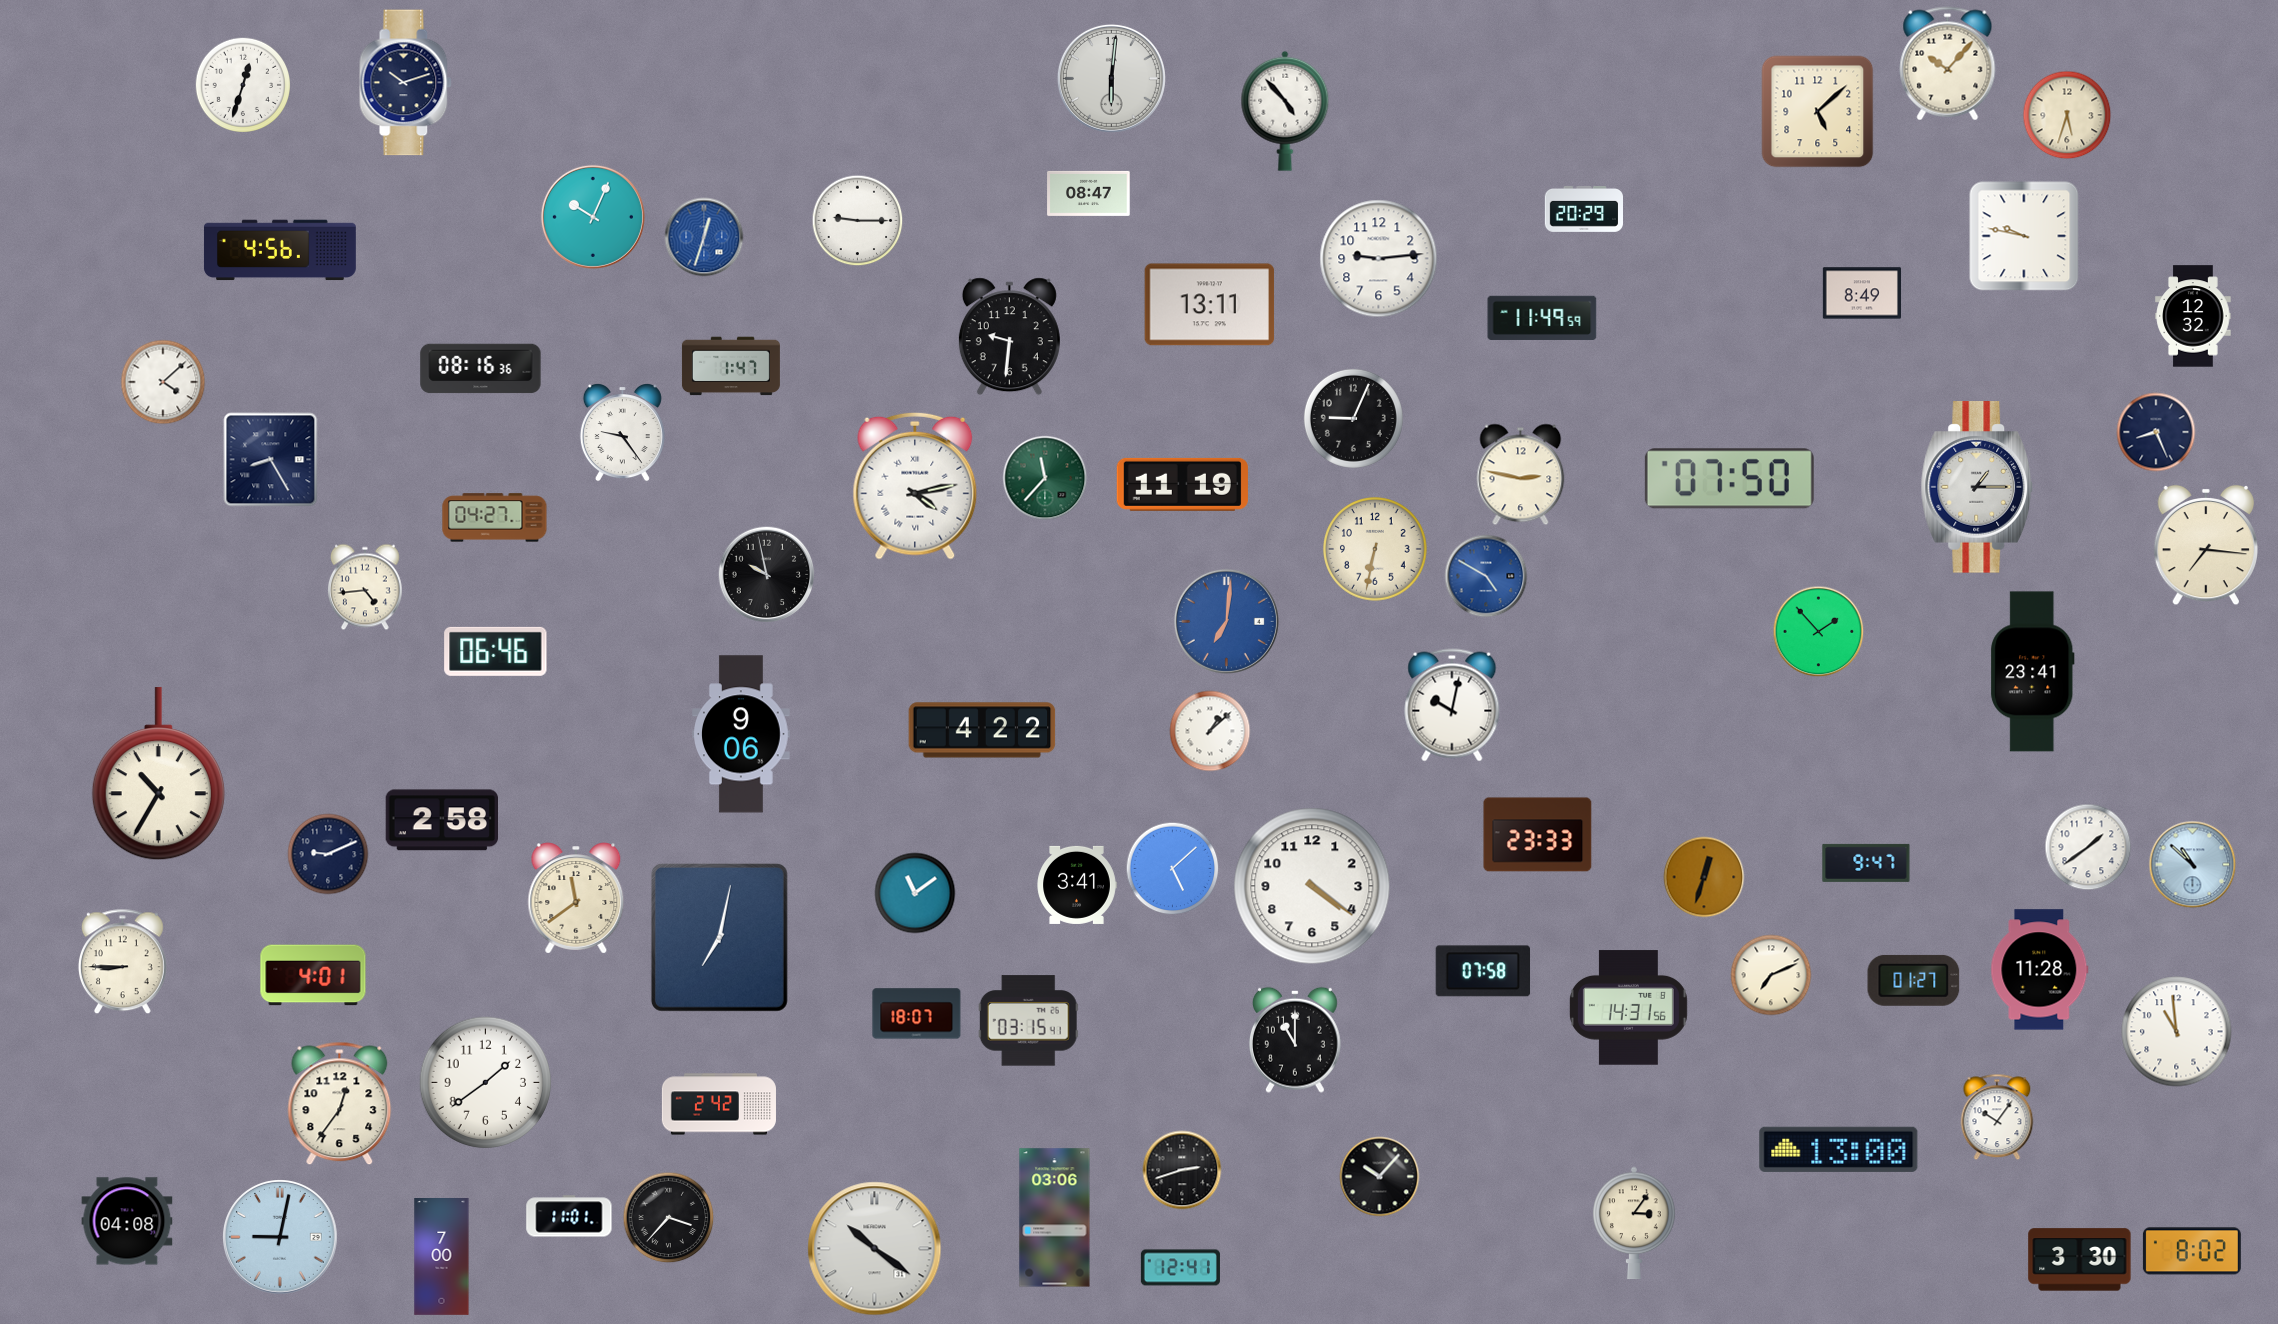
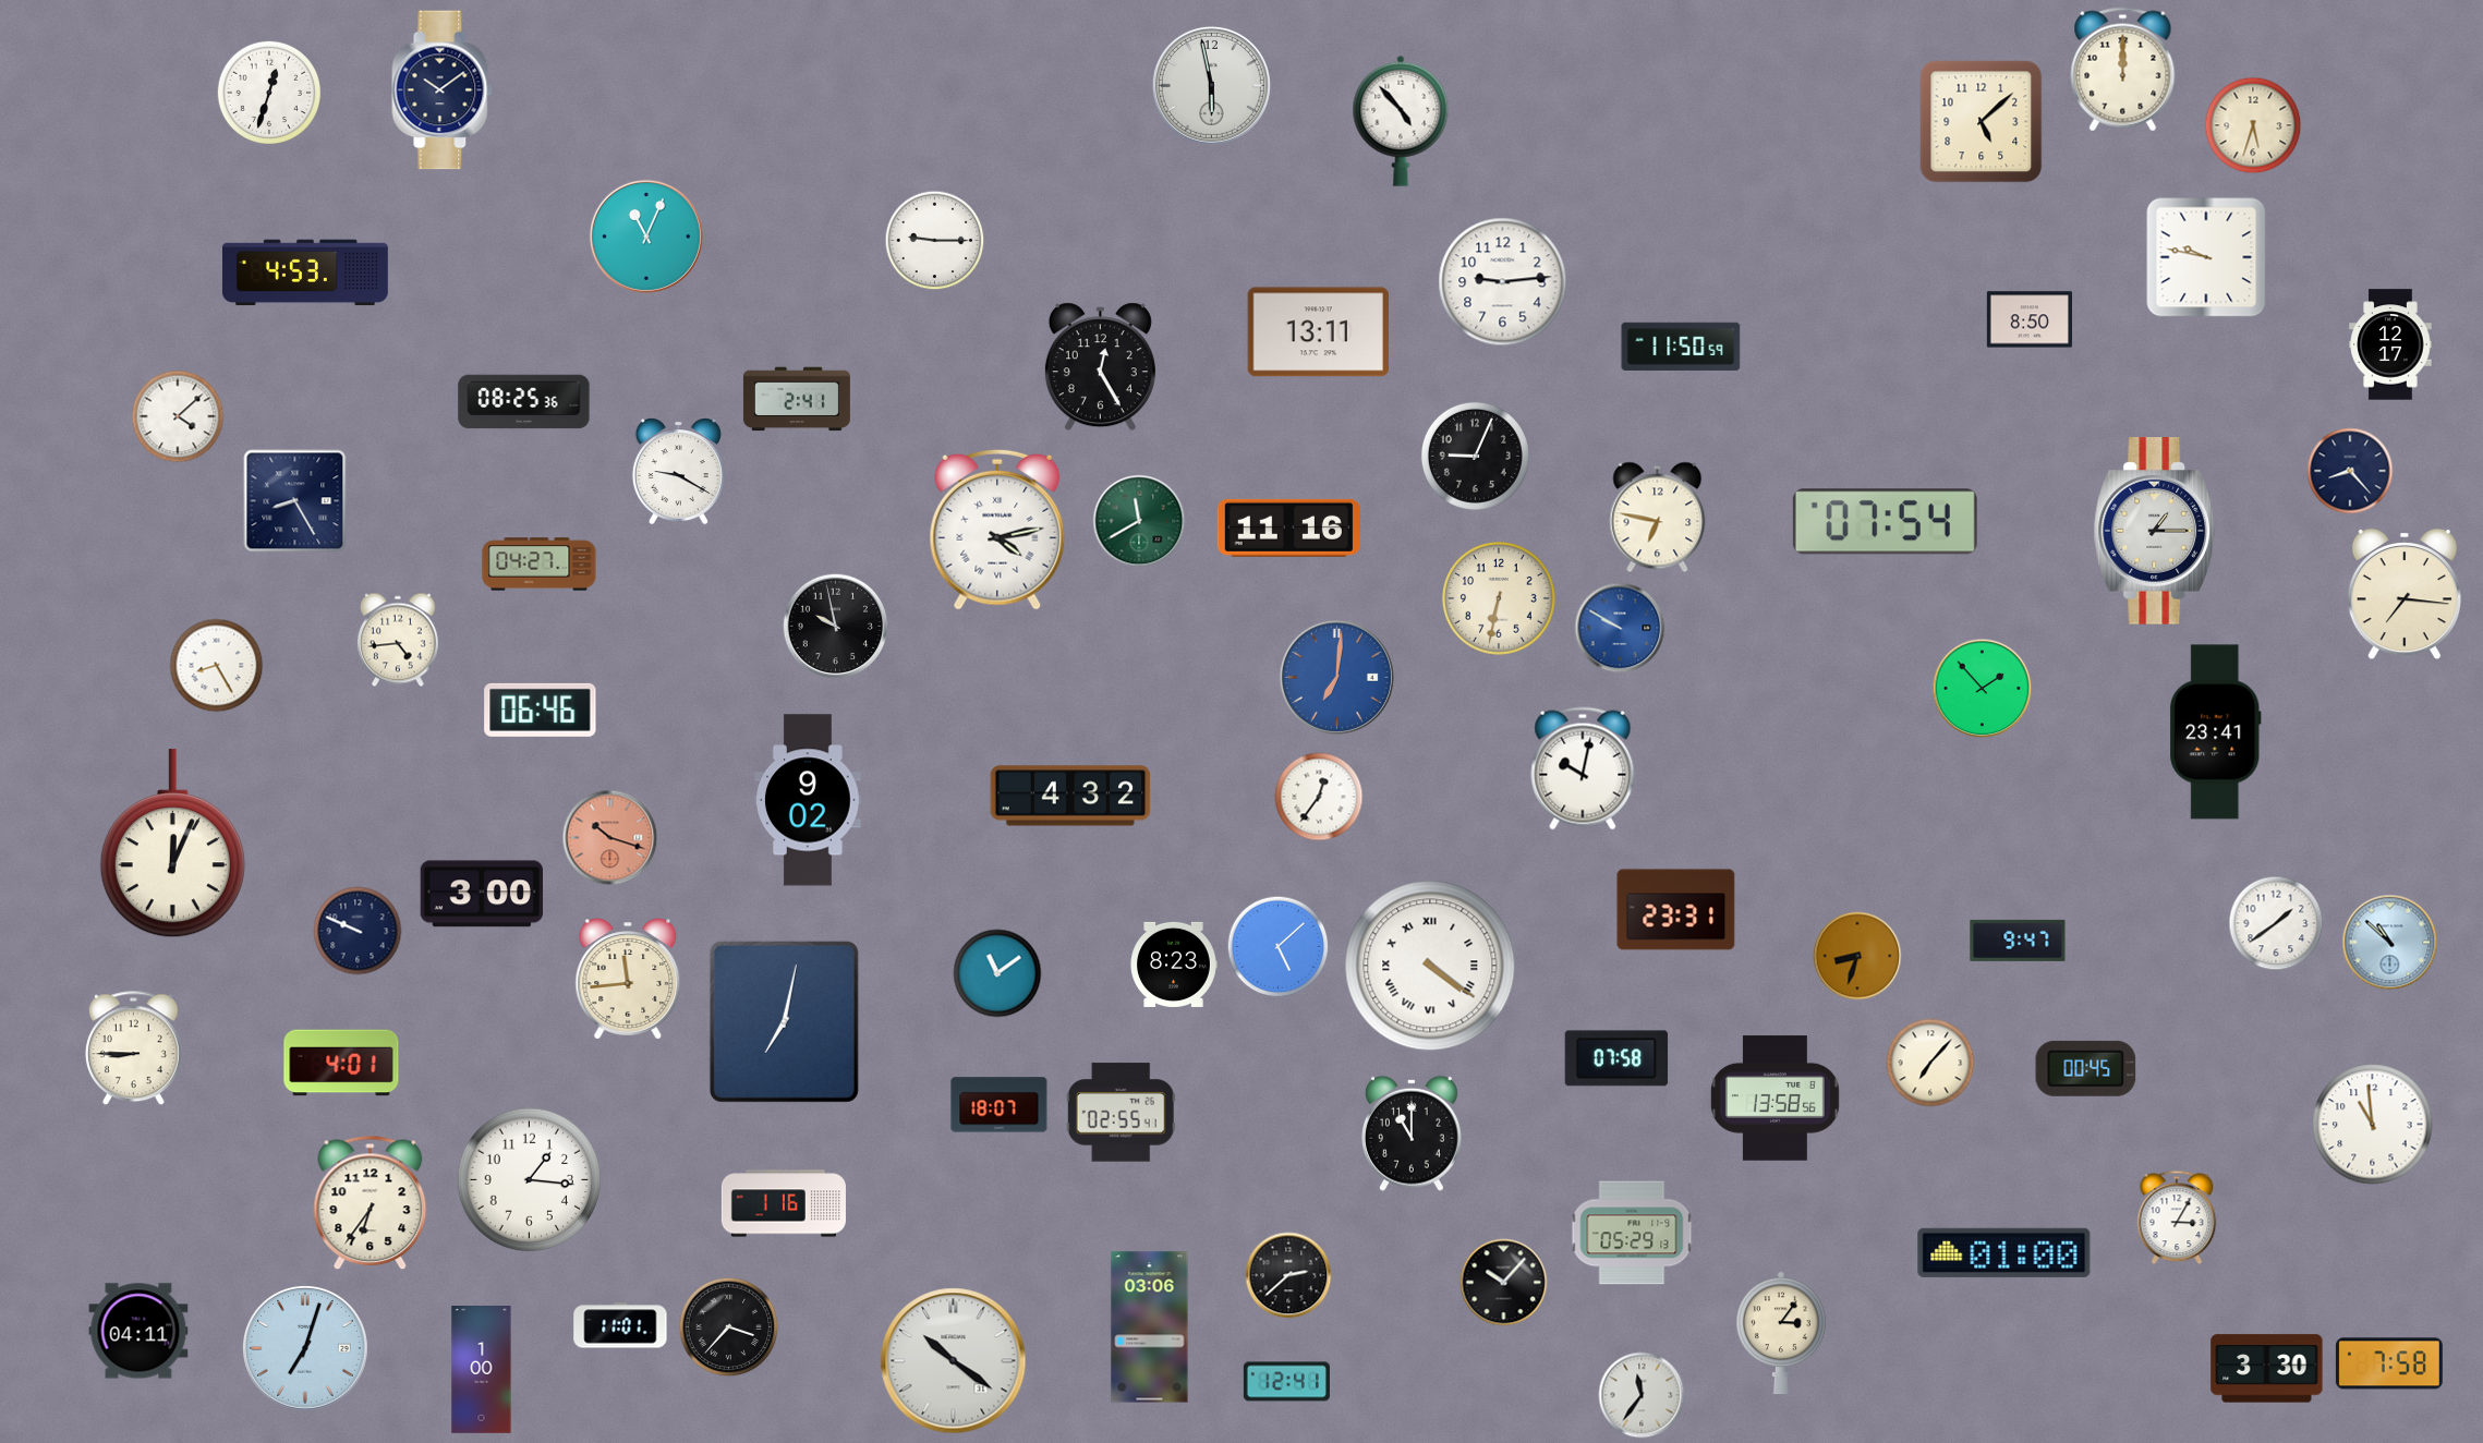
clock at (1948, 64): 10:07 -> 12:00
clock at (1111, 78): 6:01 -> 5:58
clock at (406, 83): 10:12 -> 10:09
clock at (242, 84) position: (242, 84) -> (268, 92)
clock at (1089, 193): 08:47 -> none
clock at (1583, 209): 20:29 -> none
clock at (593, 217): 10:04 -> 11:04
clock at (704, 237): 12:33 -> none
clock at (280, 250): 4:56 -> 4:53
clock at (1861, 293): 8:49 -> 8:50
clock at (2193, 316): 12:32 -> 12:17
clock at (1542, 318): 11:49 -> 11:50
clock at (1009, 337): 9:31 -> 12:25
clock at (731, 366): 1:47 -> 2:41
clock at (481, 369): 08:16 -> 08:25
clock at (2156, 432): 8:26 -> 8:23
clock at (622, 433): 9:24 -> 9:20
clock at (1521, 475): 2:47 -> 6:47
clock at (1045, 478): 11:37 -> 11:40
clock at (1729, 479): 07:50 -> 07:54
clock at (1182, 484): 11:19 -> 11:16
clock at (1486, 576): 4:50 -> 9:50
clock at (217, 666): none -> 8:25
clock at (982, 730): 4:22 -> 4:32
clock at (1210, 731): 1:08 -> 12:36
clock at (742, 734): 9:06 -> 9:02
clock at (610, 838): none -> 10:18
clock at (158, 774): 10:35 -> 12:04
clock at (441, 820): 2:58 -> 3:00
clock at (1538, 835): 23:33 -> 23:31
clock at (328, 854): 9:11 -> 9:49
clock at (1866, 863) position: (1866, 863) -> (2018, 941)
clock at (1704, 877): 12:33 -> 8:33
clock at (1077, 885): 3:41 -> 8:23
clock at (1312, 886) numerals: Arabic -> Roman
clock at (576, 898): 11:39 -> 11:44
clock at (2040, 970): 11:28 -> none
clock at (1771, 975): 7:11 -> 7:07
clock at (1914, 980): 01:27 -> 00:45
clock at (1628, 1008): 14:31 -> 13:58
clock at (1028, 1021): 03:15 -> 02:55
clock at (486, 1083): 1:39 -> 1:16
clock at (340, 1104): 12:36 -> 6:36
clock at (719, 1104): 2:42 -> 1:16
clock at (1997, 1117): 10:06 -> 3:05
clock at (1632, 1233): none -> 05:29
clock at (1839, 1149): 13:00 -> 01:00
clock at (1182, 1170): 2:42 -> 2:38
clock at (127, 1221): 04:08 -> 04:11
clock at (281, 1238): 9:02 -> 7:03
clock at (2192, 1251): 8:02 -> 7:58
clock at (442, 1257): 7:00 -> 1:00
clock at (2080, 1260) position: (2080, 1260) -> (2267, 1369)
clock at (1642, 1395): none -> 11:36
